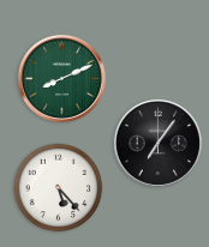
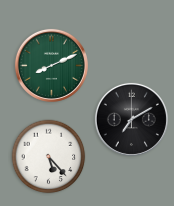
clock at (157, 143): 7:06 -> 7:10
